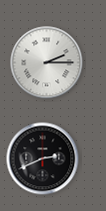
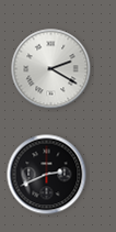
clock at (47, 63): 2:15 -> 2:20
